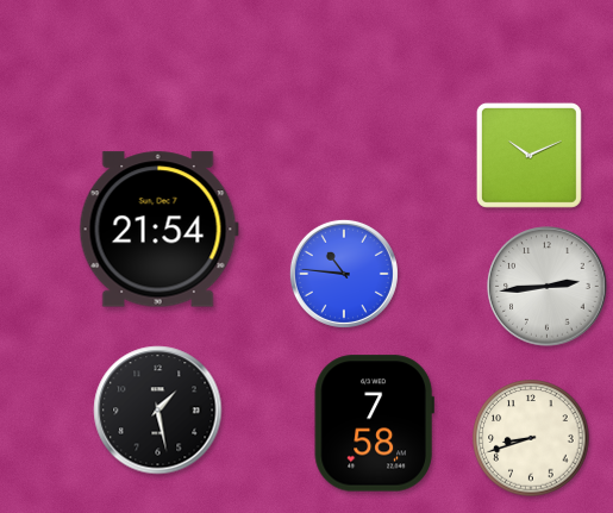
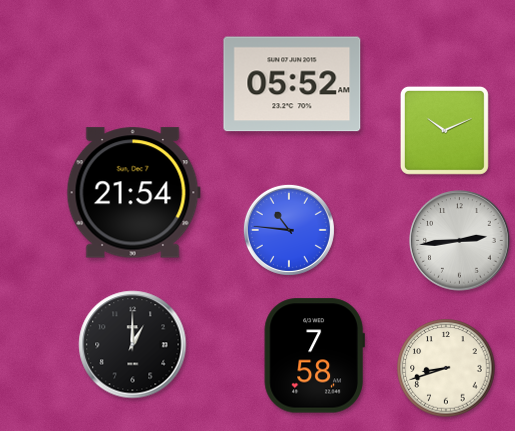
clock at (292, 84): none -> 05:52
clock at (158, 411): 1:28 -> 1:00
